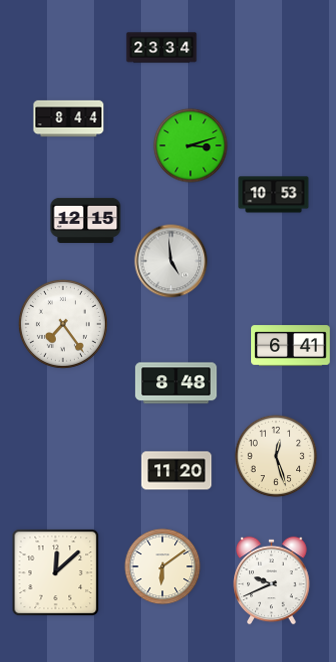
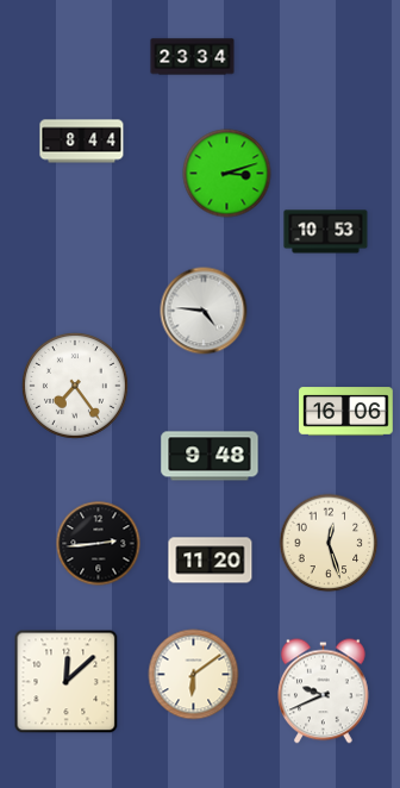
clock at (86, 220): 12:15 -> none
clock at (171, 261): 4:59 -> 4:46
clock at (291, 346): 6:41 -> 16:06
clock at (176, 383): 8:48 -> 9:48
clock at (99, 544): none -> 2:44
